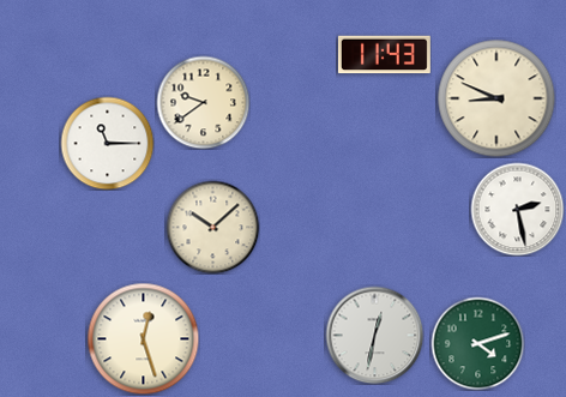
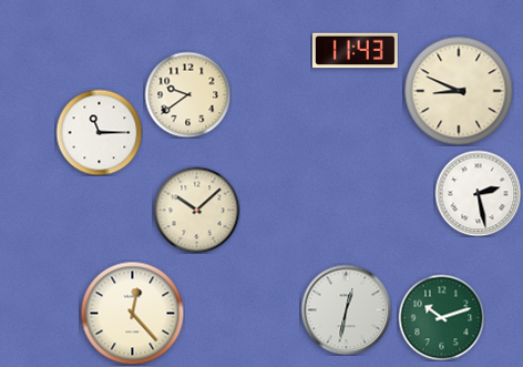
clock at (143, 338): 12:27 -> 12:23
clock at (477, 343): 4:12 -> 10:12
